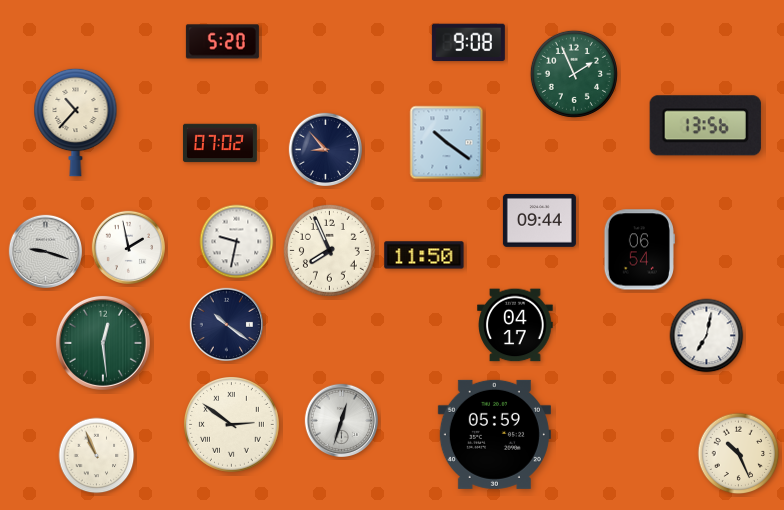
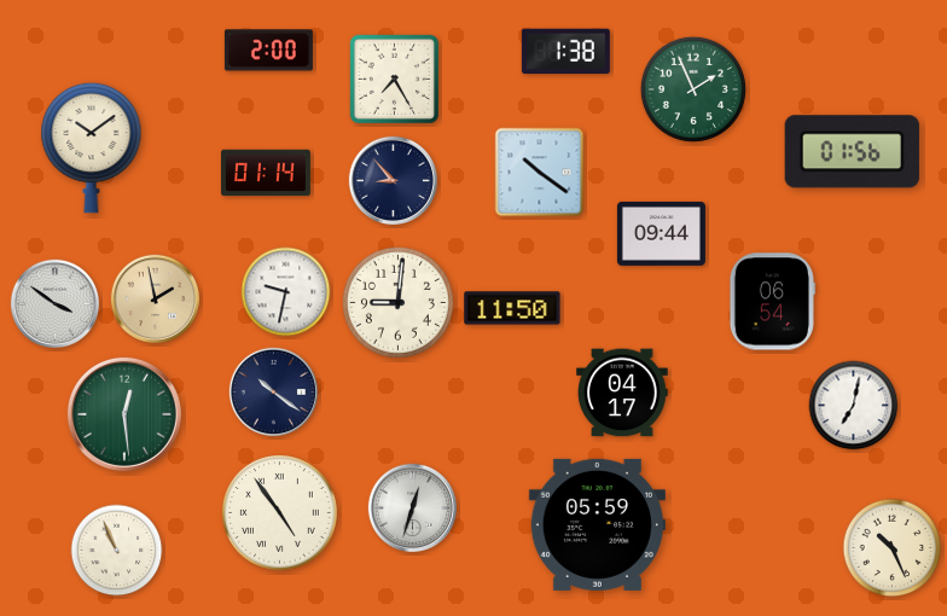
clock at (222, 42): 5:20 -> 2:00
clock at (468, 43): 9:08 -> 1:38
clock at (395, 80): none -> 7:25
clock at (76, 122): 10:37 -> 10:09
clock at (705, 126): 13:56 -> 01:56
clock at (220, 143): 07:02 -> 01:14
clock at (539, 220) position: (539, 220) -> (661, 233)
clock at (128, 247) dial: white -> champagne
clock at (329, 250): 7:56 -> 9:01
clock at (45, 251): 9:18 -> 3:51
clock at (232, 425): 2:51 -> 4:54
